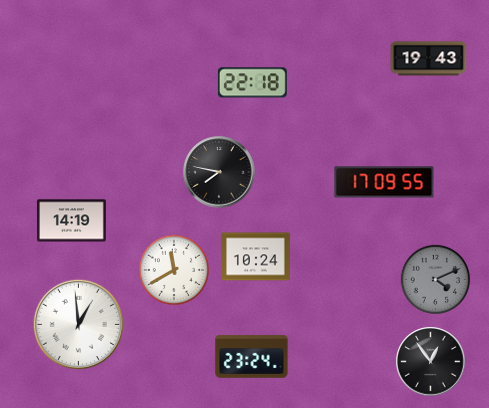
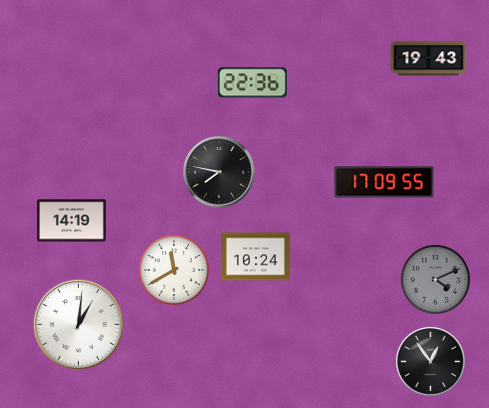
clock at (252, 83): 22:18 -> 22:36
clock at (78, 324): 12:59 -> 1:01
clock at (252, 357): 23:24 -> none
